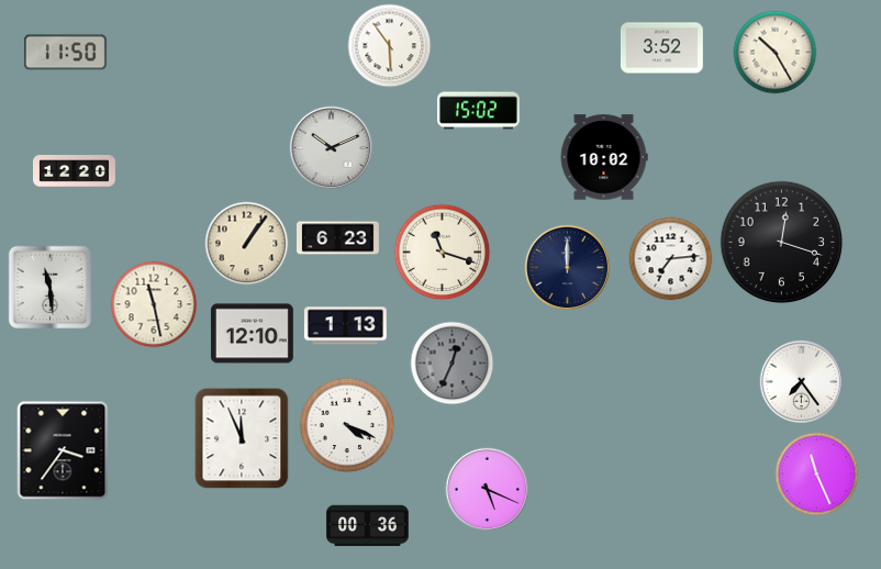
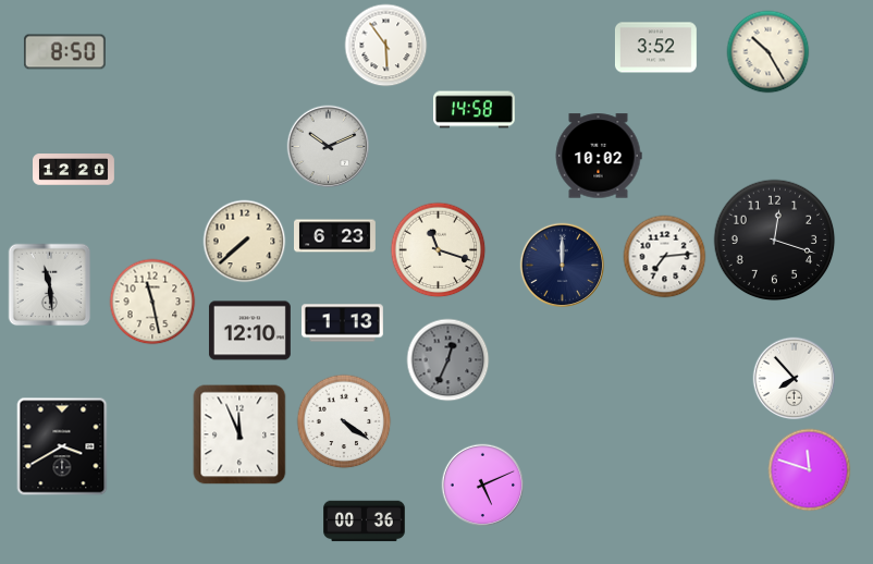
clock at (65, 53): 11:50 -> 8:50
clock at (479, 111): 15:02 -> 14:58
clock at (247, 244): 1:06 -> 7:38
clock at (802, 382): 7:24 -> 7:53
clock at (347, 425): 4:19 -> 4:21
clock at (63, 450): 3:36 -> 3:40
clock at (817, 475): 11:26 -> 11:48
clock at (488, 490): 5:19 -> 5:11
